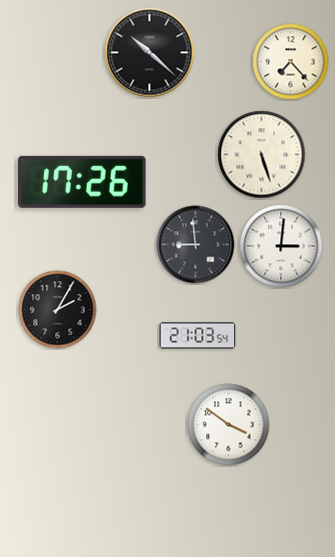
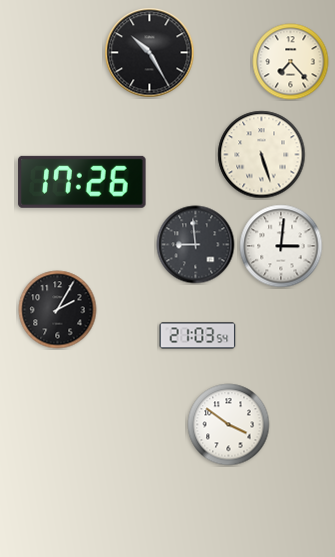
clock at (150, 53): 10:22 -> 10:25
